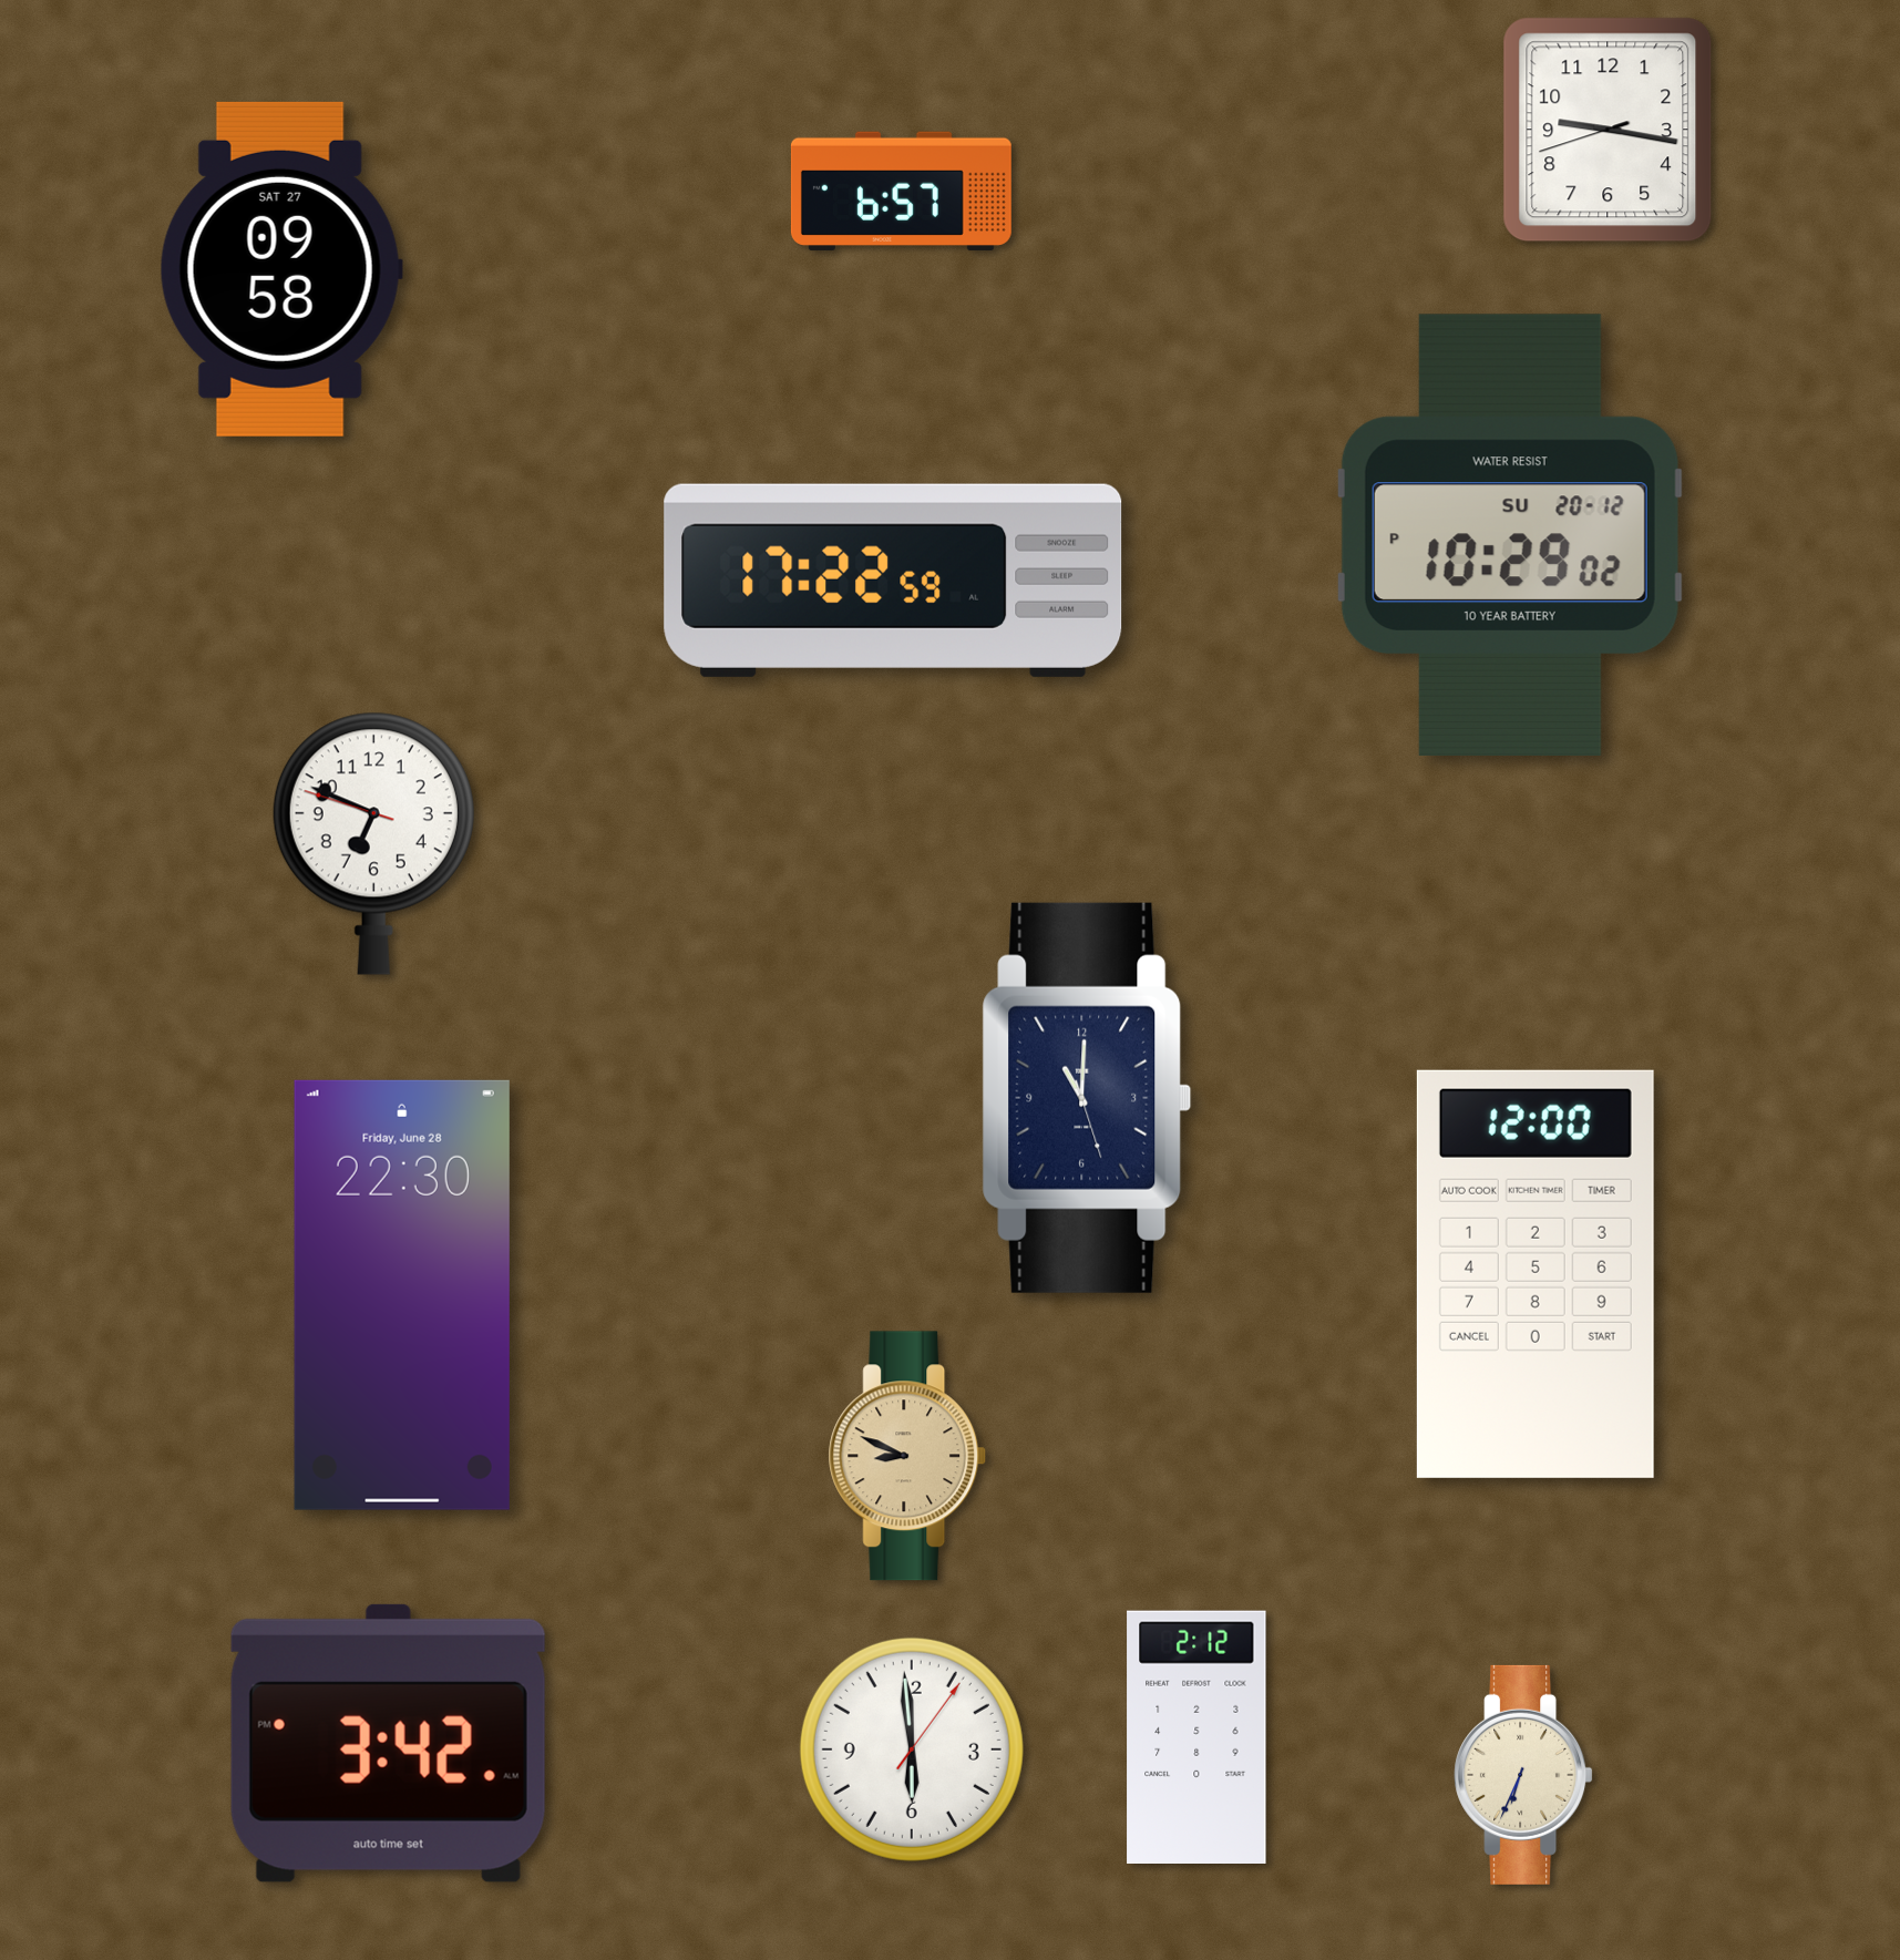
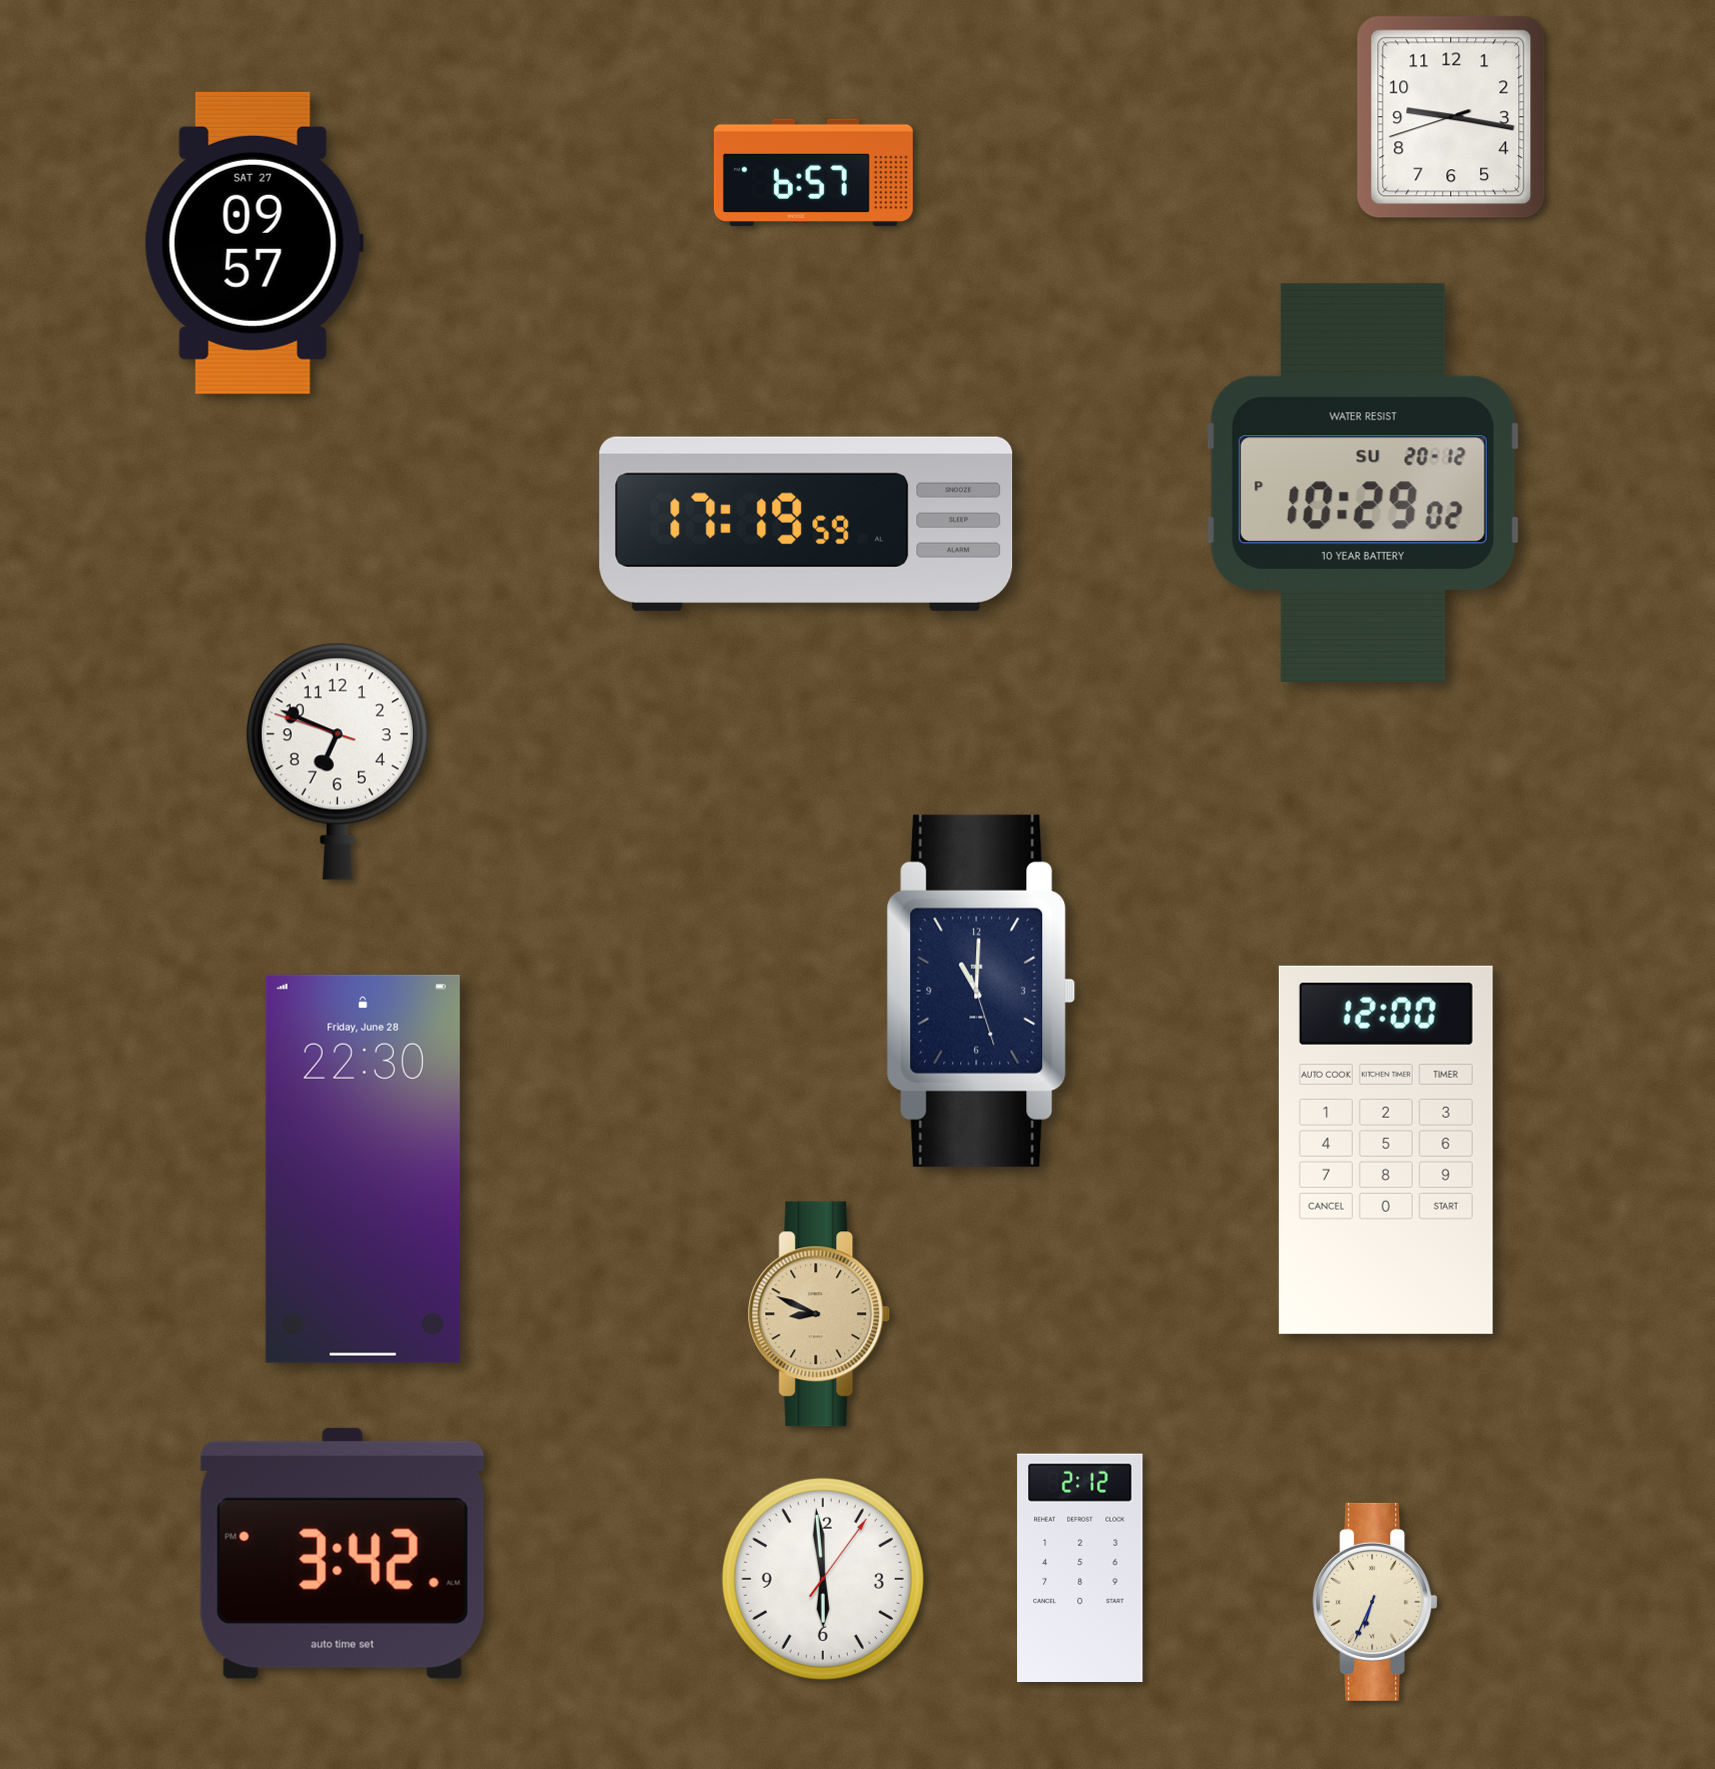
clock at (281, 269): 09:58 -> 09:57
clock at (893, 581): 17:22 -> 17:19
clock at (388, 1743) position: (388, 1743) -> (342, 1553)
